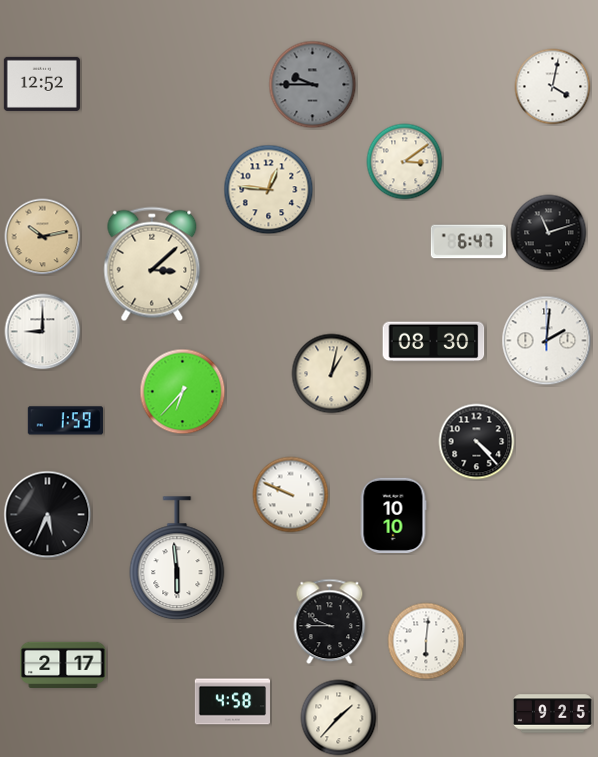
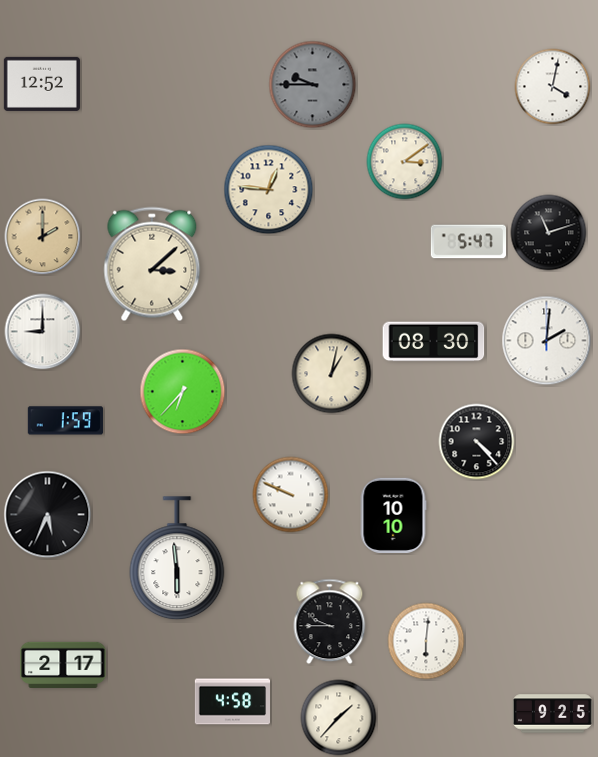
clock at (43, 237): 10:13 -> 2:00
clock at (468, 242): 6:47 -> 5:47
